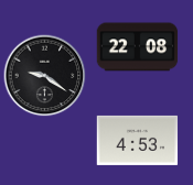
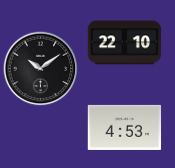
clock at (138, 47): 22:08 -> 22:10
clock at (45, 76): 9:21 -> 10:09
